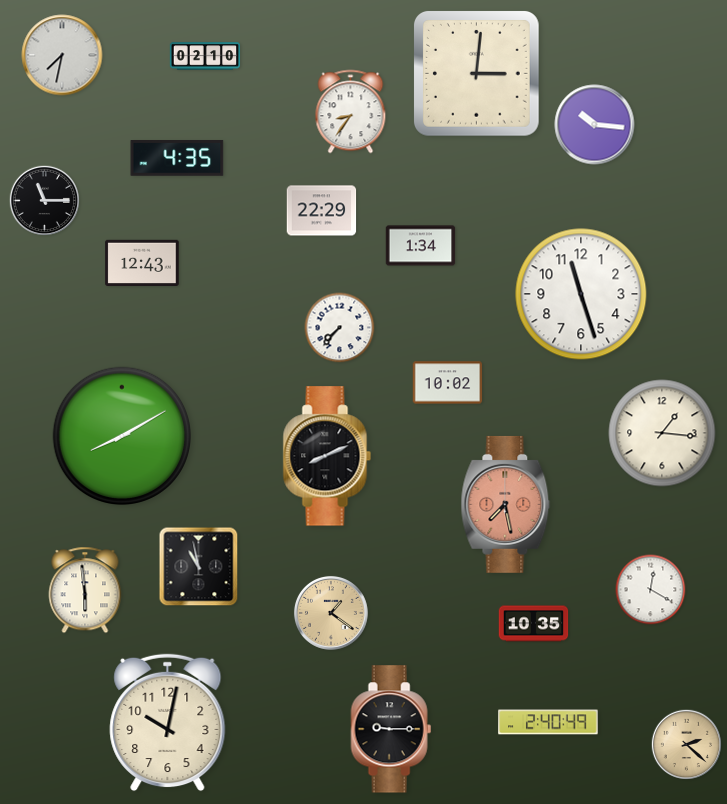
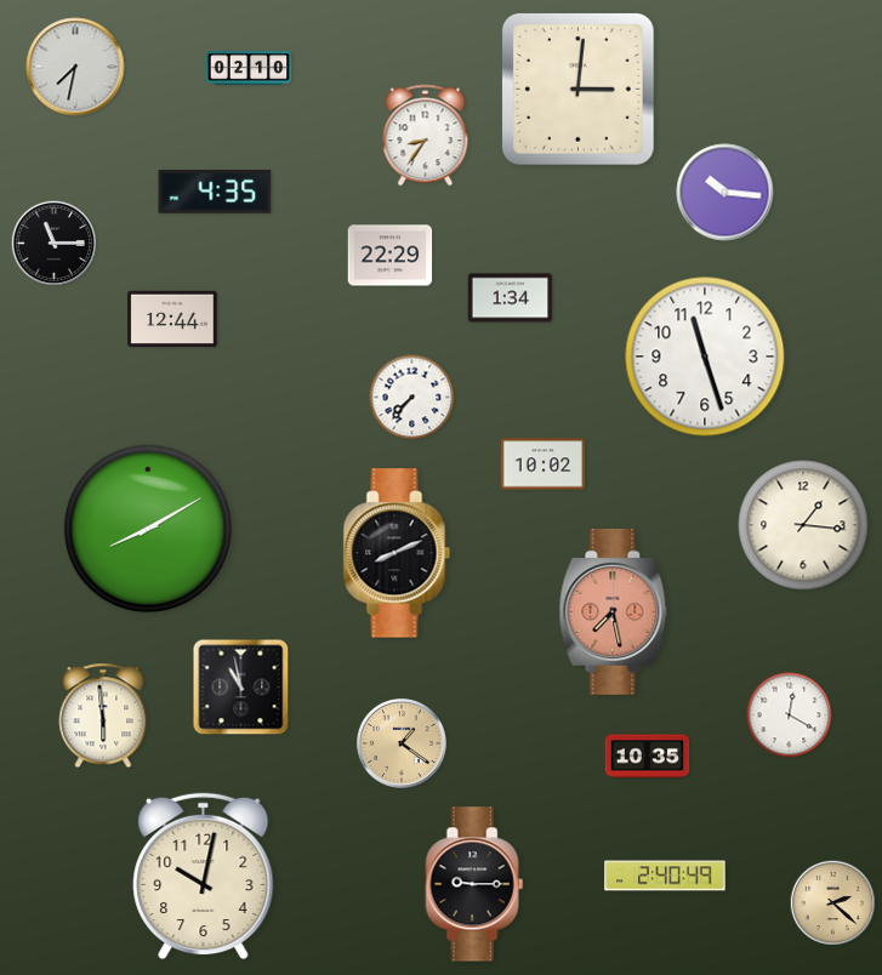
clock at (595, 125) position: (595, 125) -> (725, 193)
clock at (142, 262): 12:43 -> 12:44
